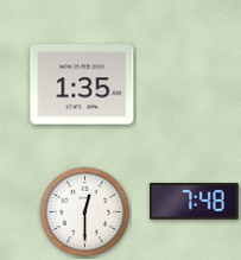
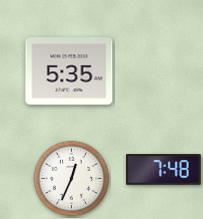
clock at (82, 84): 1:35 -> 5:35
clock at (85, 213): 12:30 -> 12:34
